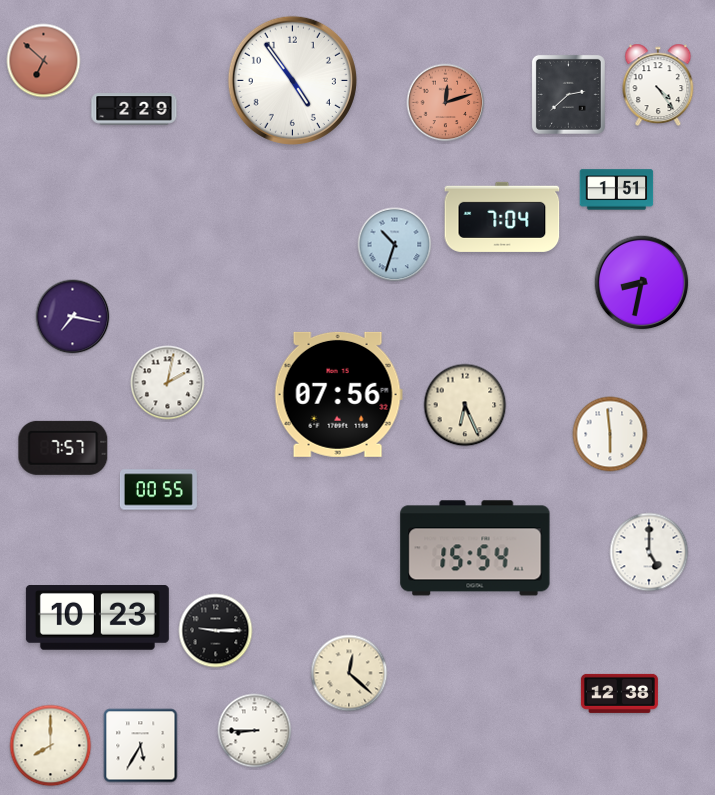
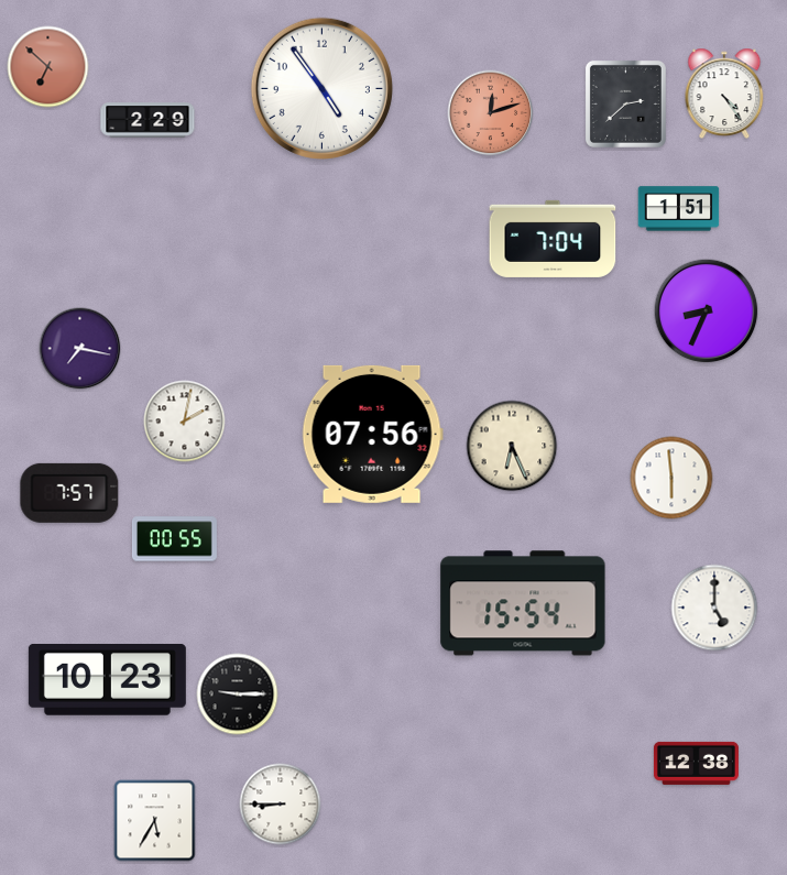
clock at (395, 245): 10:33 -> none
clock at (642, 283): 8:32 -> 8:34
clock at (349, 673): 12:22 -> none
clock at (619, 693) position: (619, 693) -> (696, 763)
clock at (51, 746): 8:00 -> none
